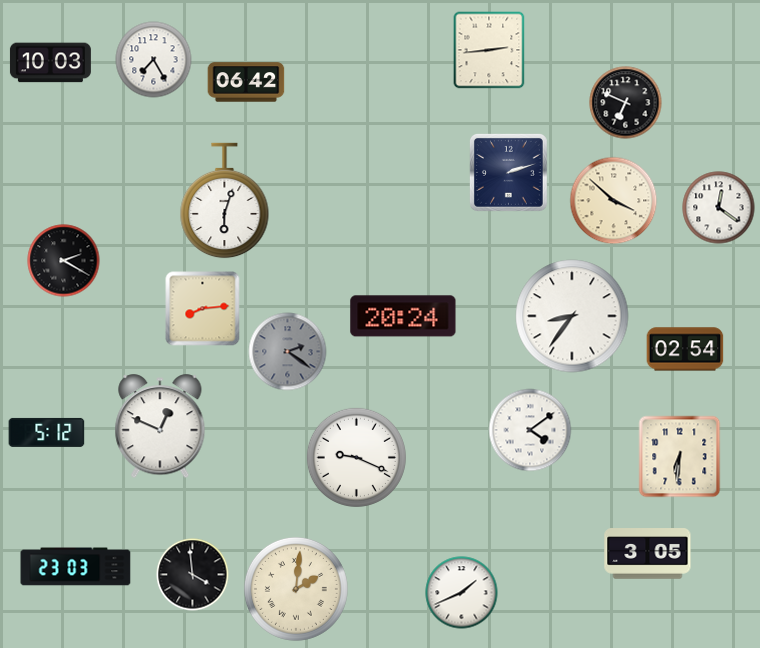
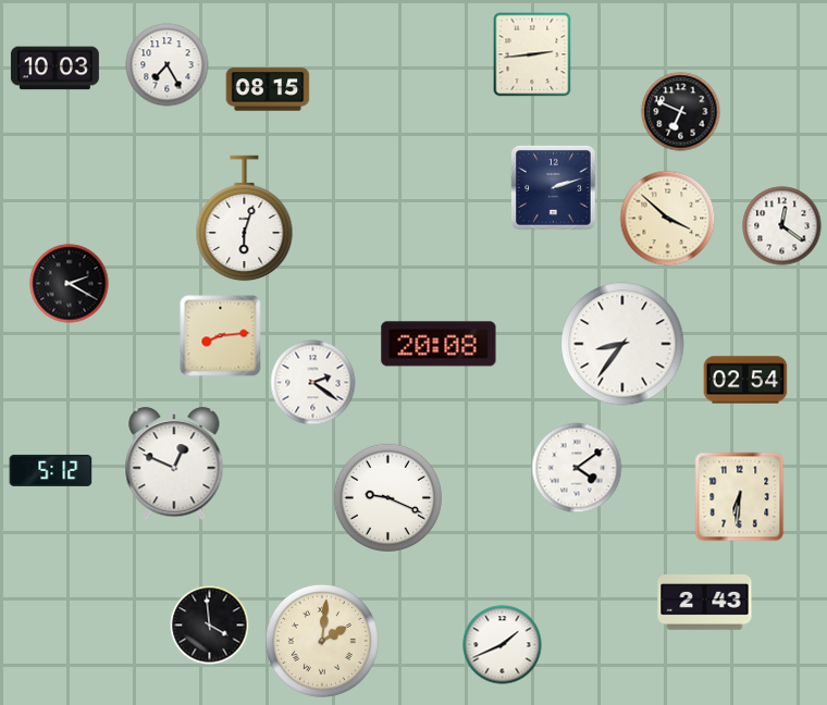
clock at (246, 82): 06:42 -> 08:15
clock at (403, 316): 20:24 -> 20:08
clock at (288, 352) dial: grey -> white
clock at (648, 554): 3:05 -> 2:43
clock at (76, 567): 23:03 -> none
